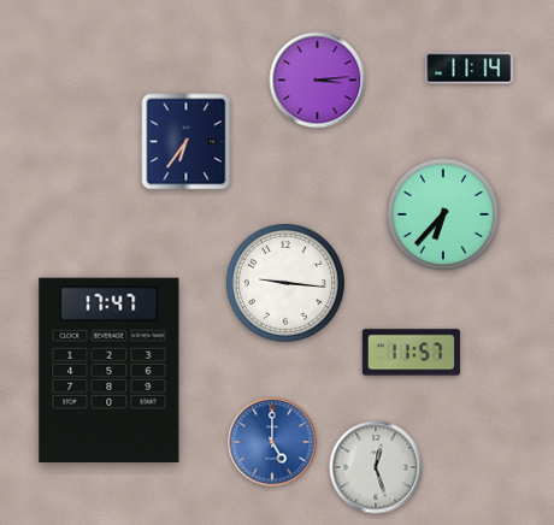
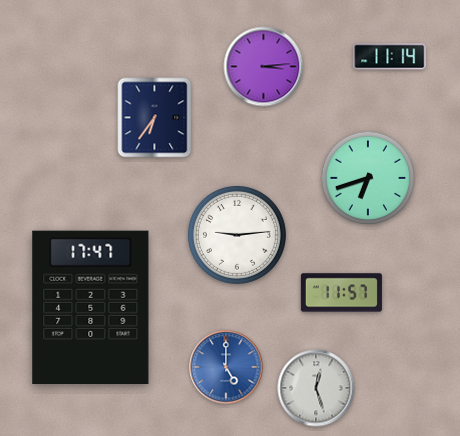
clock at (443, 214): 6:37 -> 6:42
clock at (285, 283): 9:16 -> 9:14
clock at (376, 467) position: (376, 467) -> (316, 388)
